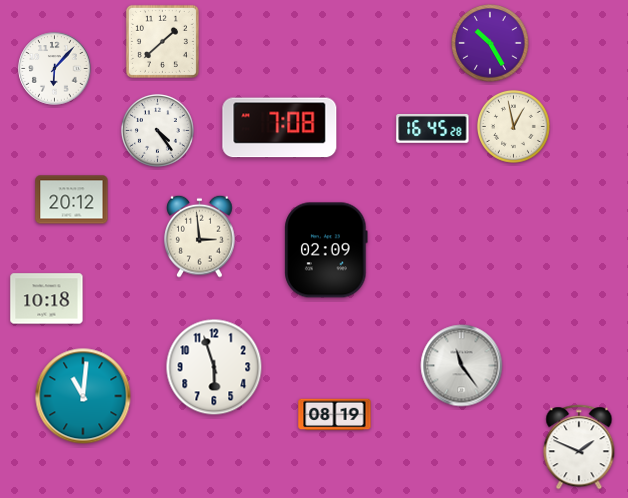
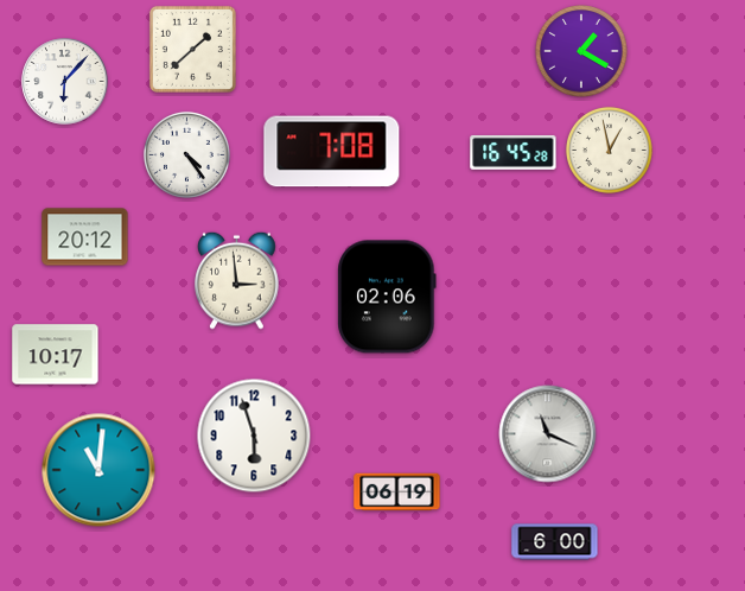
clock at (490, 43): 10:25 -> 1:20
clock at (326, 250): 02:09 -> 02:06
clock at (47, 299): 10:18 -> 10:17
clock at (462, 366): 11:24 -> 11:19
clock at (335, 415): 08:19 -> 06:19
clock at (579, 447): 1:49 -> none
clock at (555, 542): none -> 6:00
